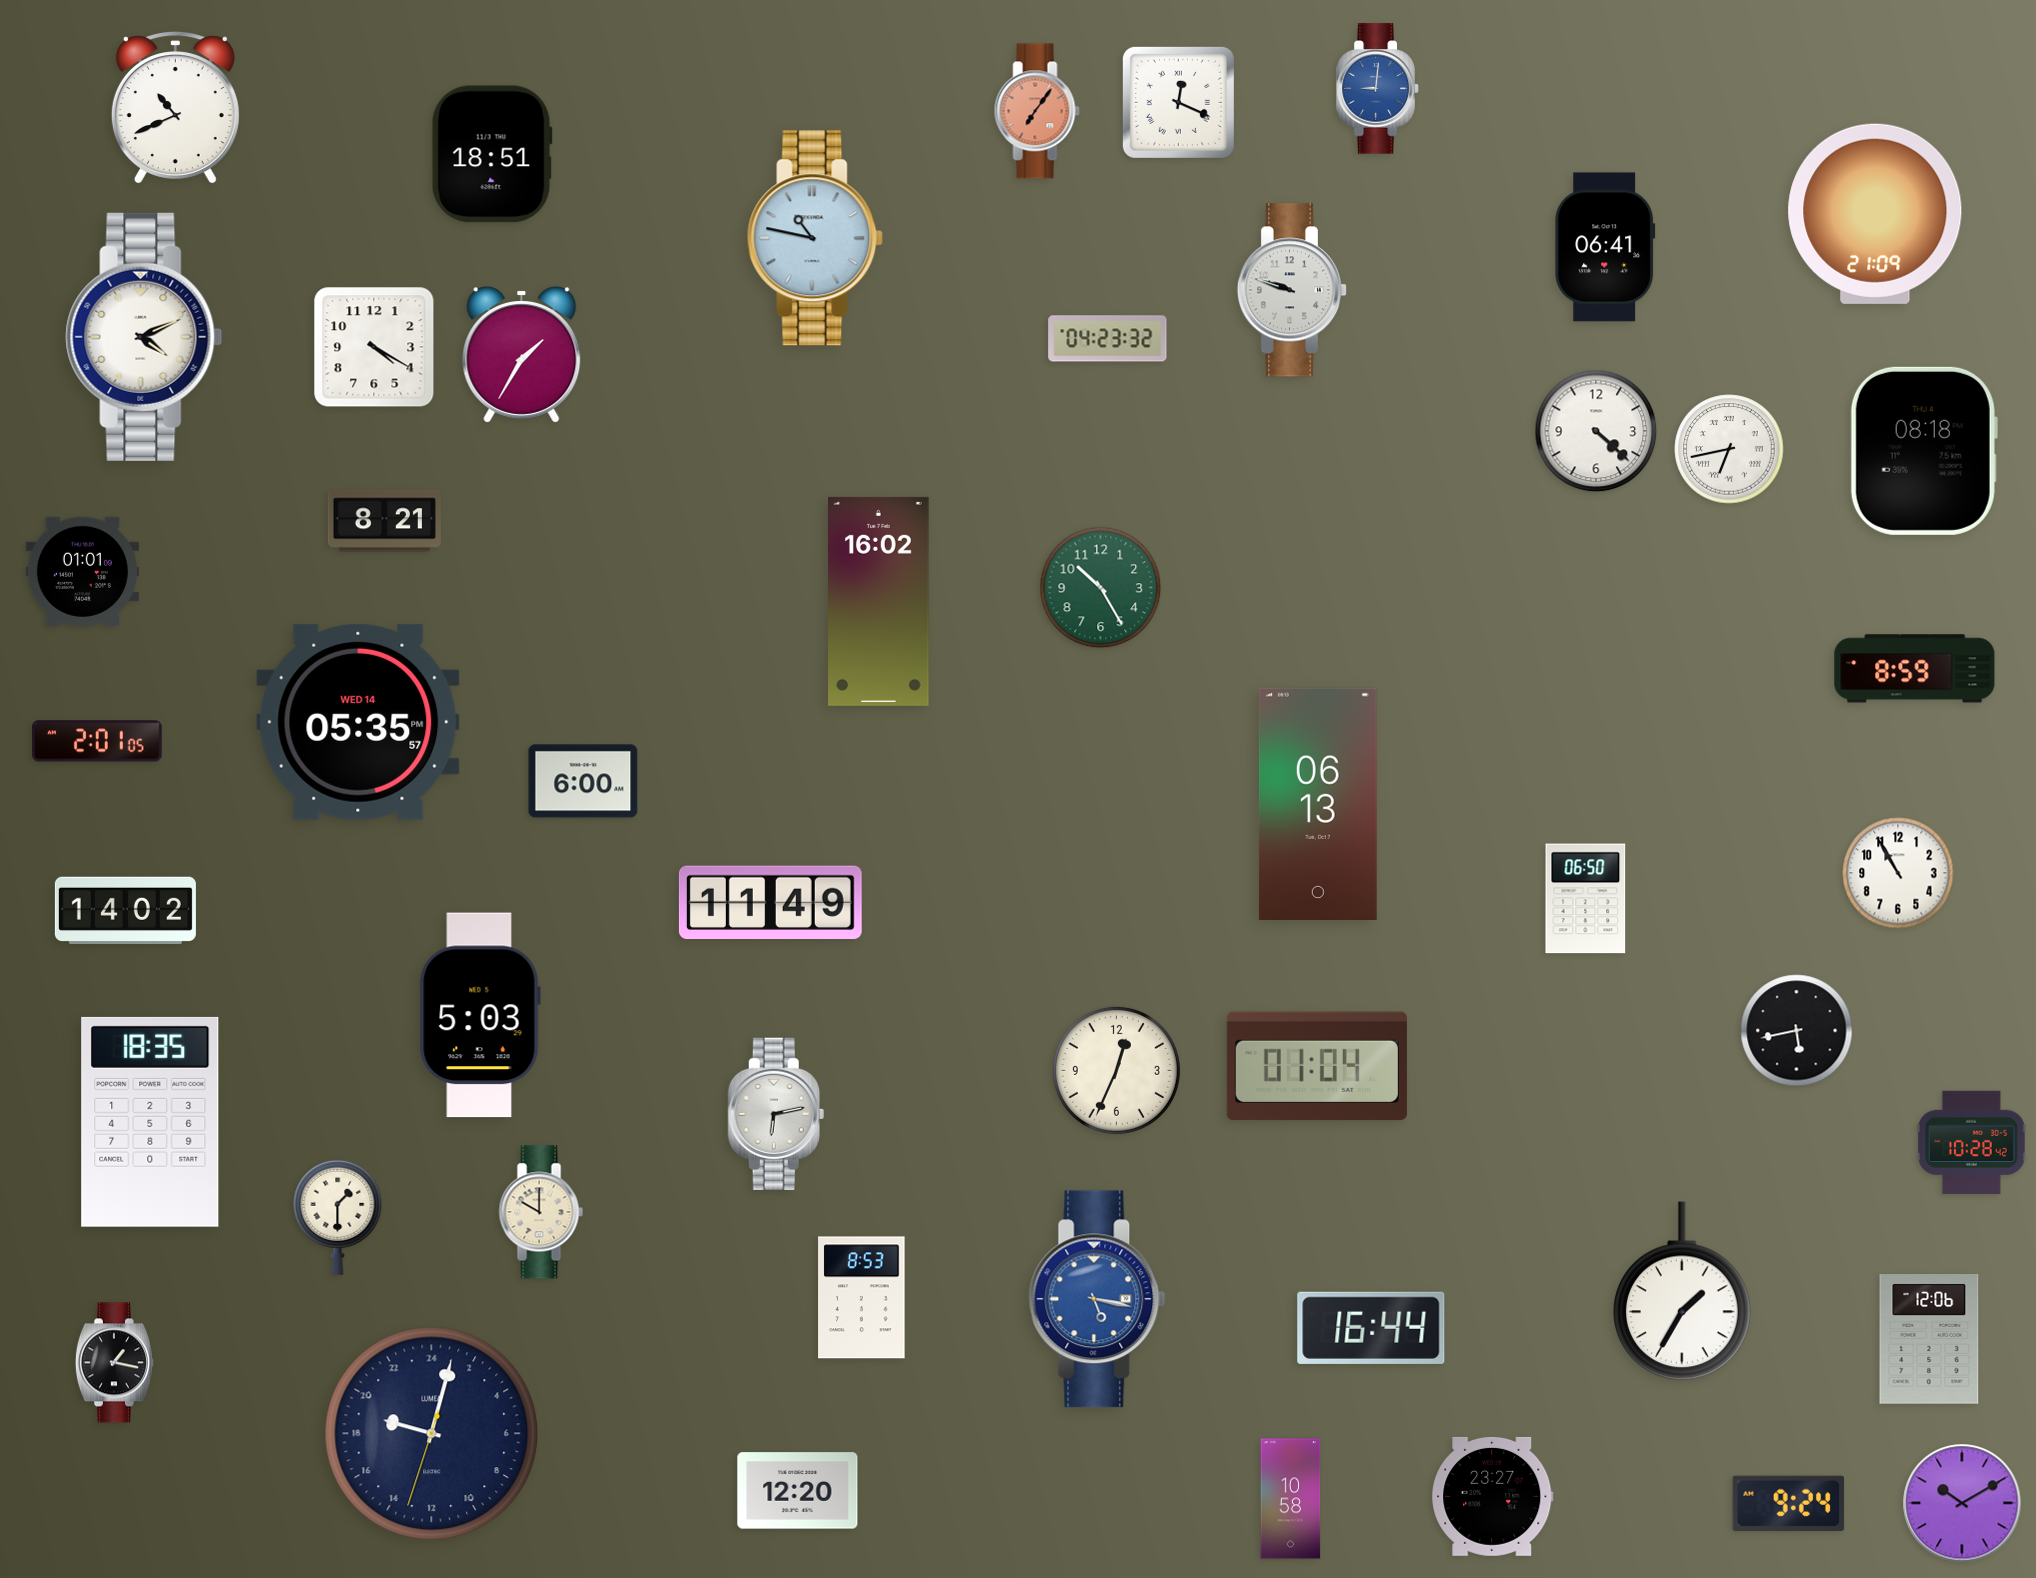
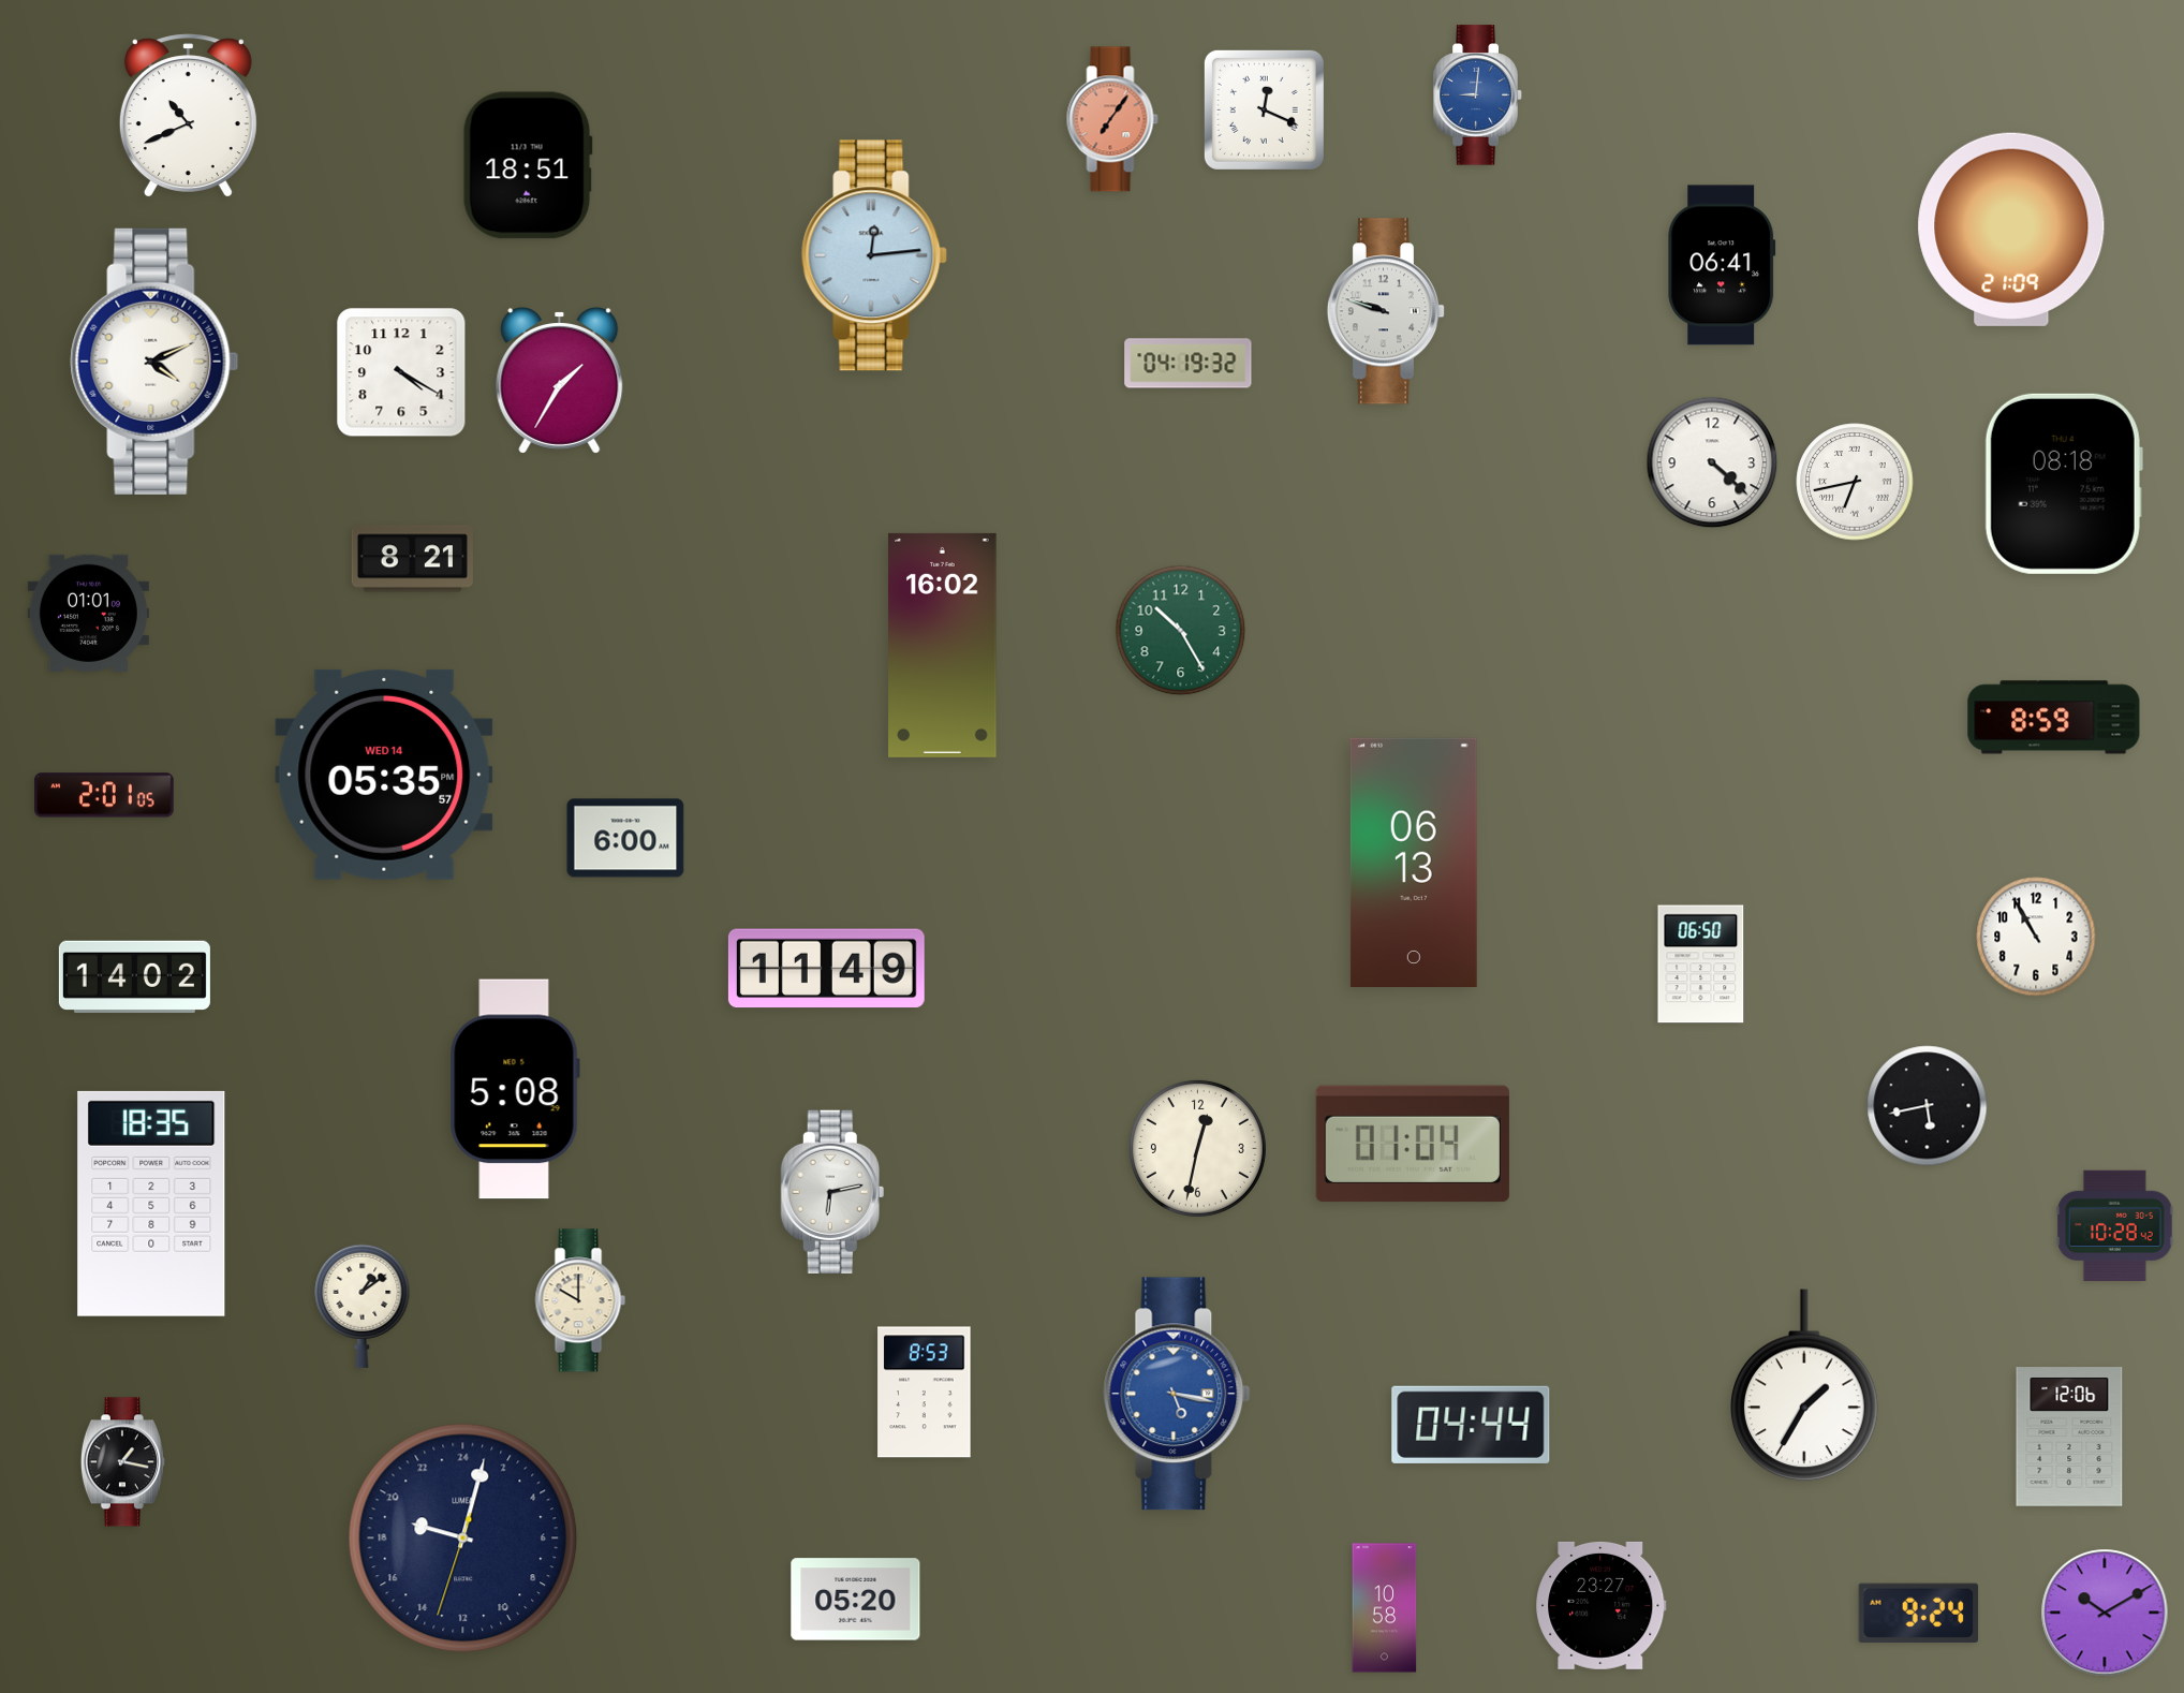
clock at (815, 238): 10:47 -> 12:14
clock at (1108, 339): 04:23 -> 04:19
clock at (480, 1015): 5:03 -> 5:08
clock at (1116, 1070): 12:34 -> 12:32
clock at (776, 1113) position: (776, 1113) -> (832, 1191)
clock at (150, 1122) position: (150, 1122) -> (151, 1204)
clock at (338, 1217): 1:30 -> 1:09
clock at (1371, 1328): 16:44 -> 04:44
clock at (798, 1491): 12:20 -> 05:20
